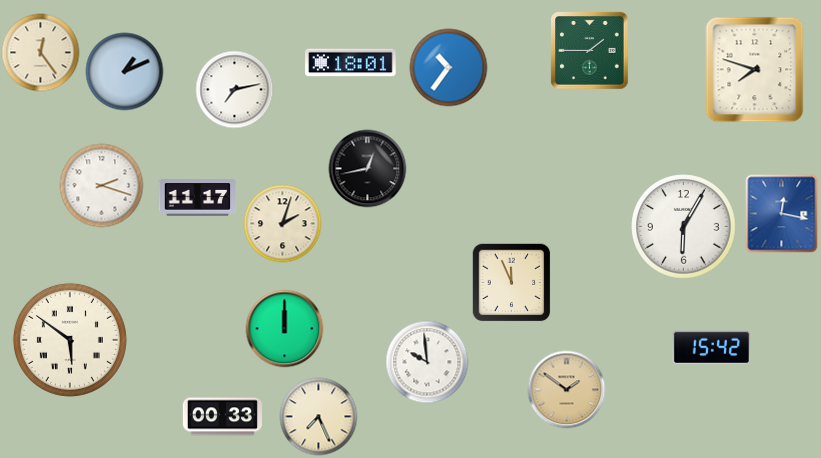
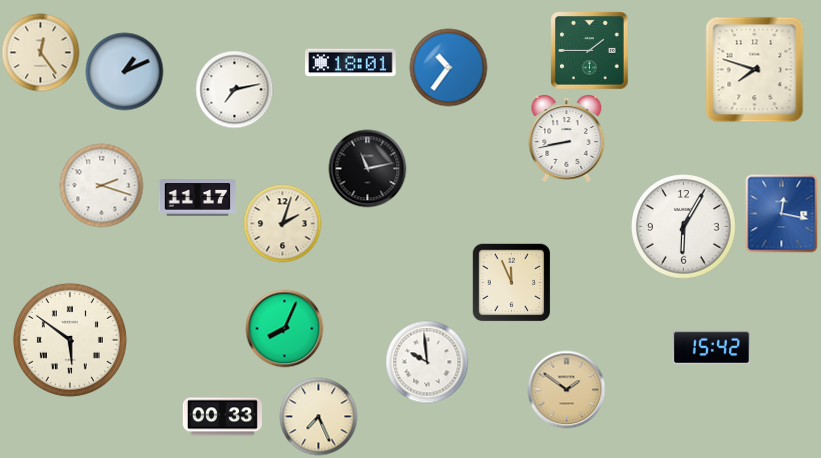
clock at (567, 138): none -> 8:43
clock at (367, 168): 12:43 -> 11:13
clock at (284, 328): 12:00 -> 8:04
